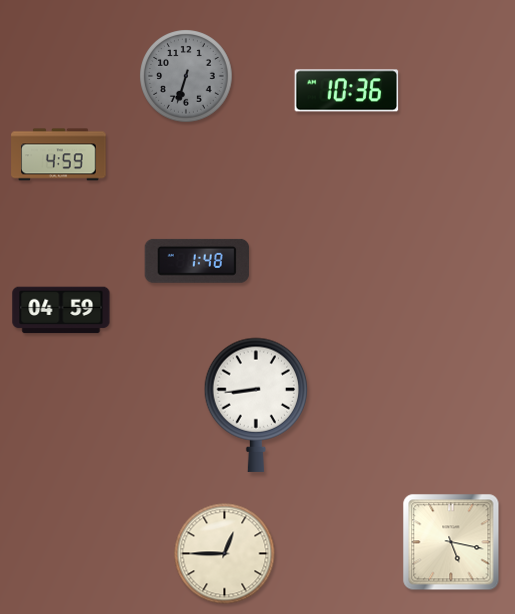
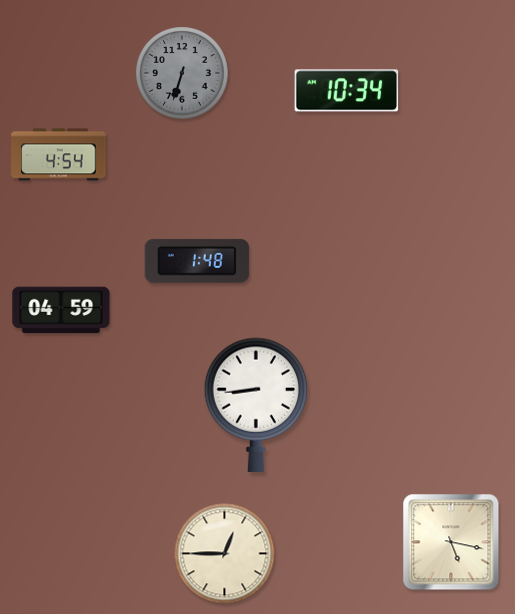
clock at (186, 76) position: (186, 76) -> (182, 73)
clock at (347, 91): 10:36 -> 10:34
clock at (59, 155): 4:59 -> 4:54
